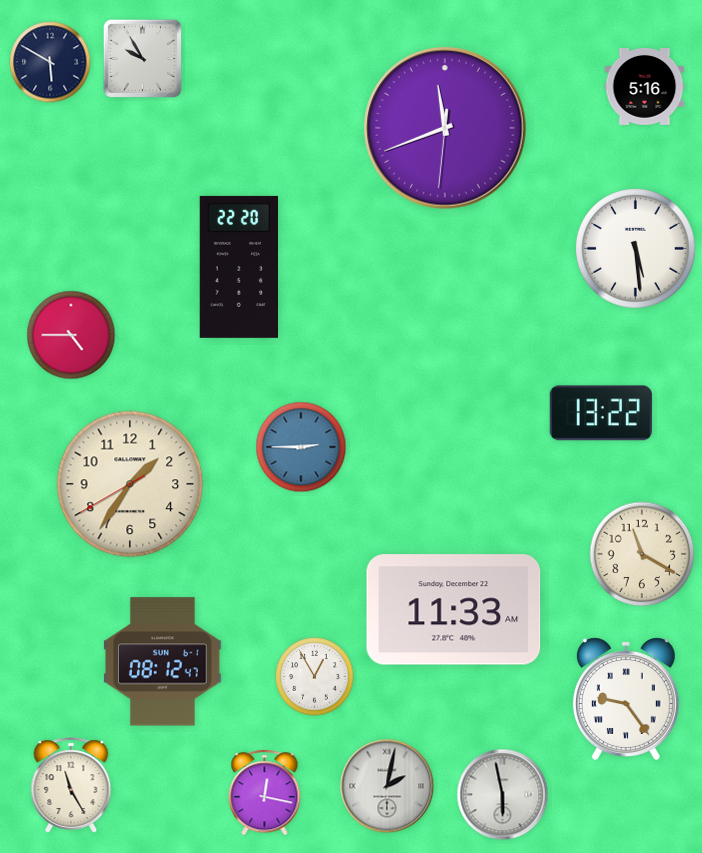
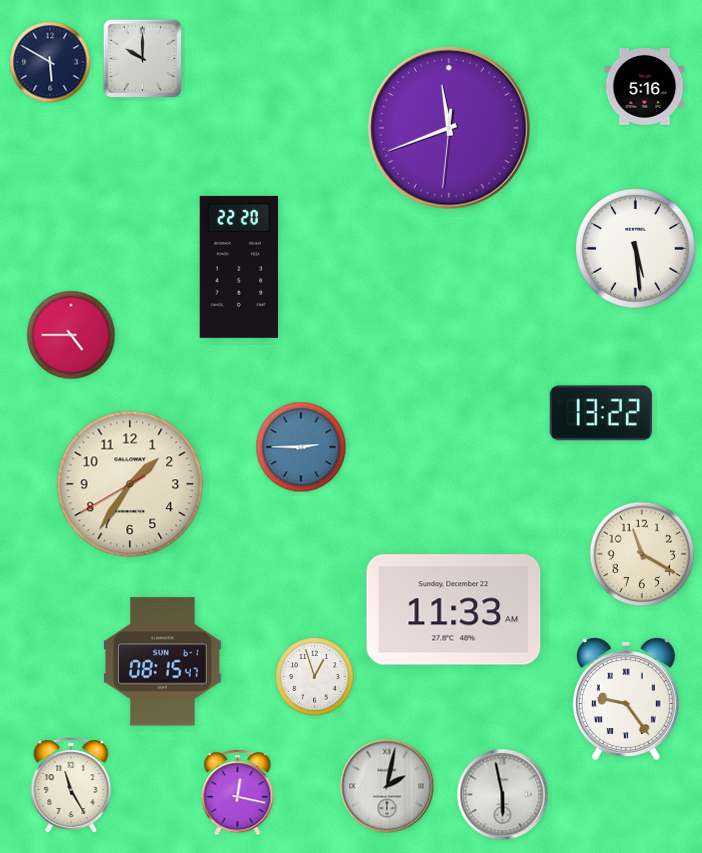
clock at (142, 58): 9:55 -> 10:00
clock at (445, 128) position: (445, 128) -> (449, 128)
clock at (163, 662): 08:12 -> 08:15
clock at (315, 677): 12:55 -> 12:57
clock at (265, 793) position: (265, 793) -> (238, 793)
